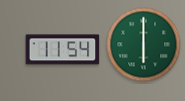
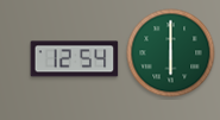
clock at (63, 50): 11:54 -> 12:54
